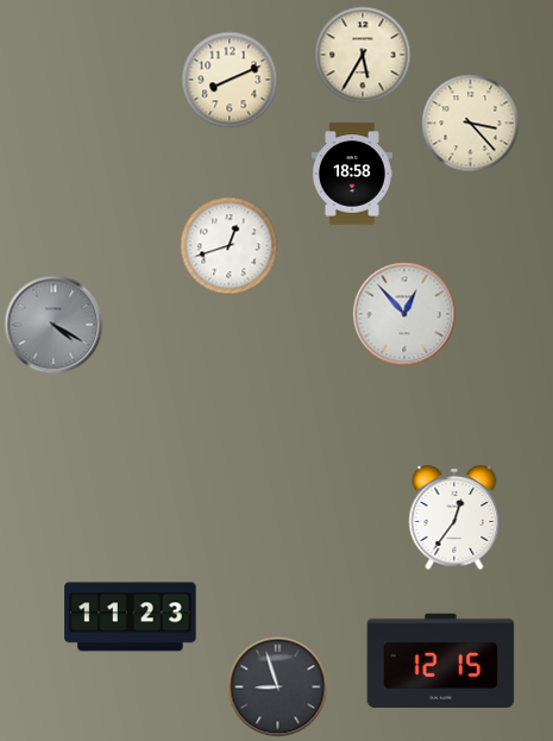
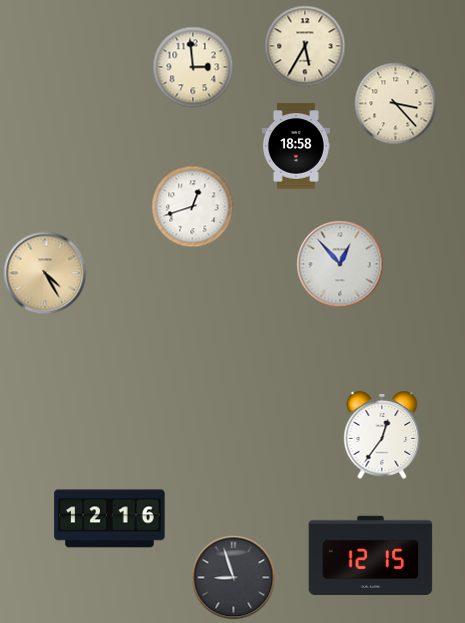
clock at (230, 80): 8:11 -> 2:59
clock at (54, 325): 4:20 -> 4:25
clock at (54, 325) dial: grey -> champagne
clock at (131, 617): 11:23 -> 12:16
